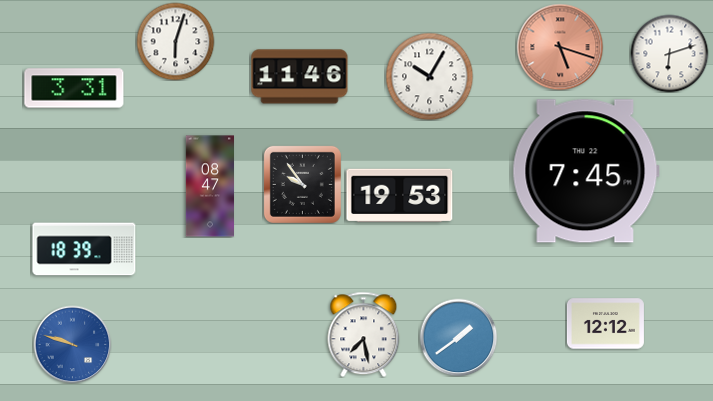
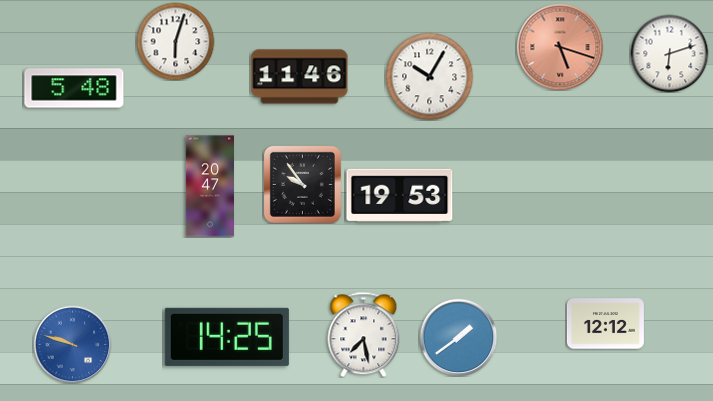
clock at (74, 88): 3:31 -> 5:48
clock at (586, 171): 7:45 -> none
clock at (209, 186): 08:47 -> 20:47
clock at (84, 249): 18:39 -> none
clock at (227, 337): none -> 14:25
